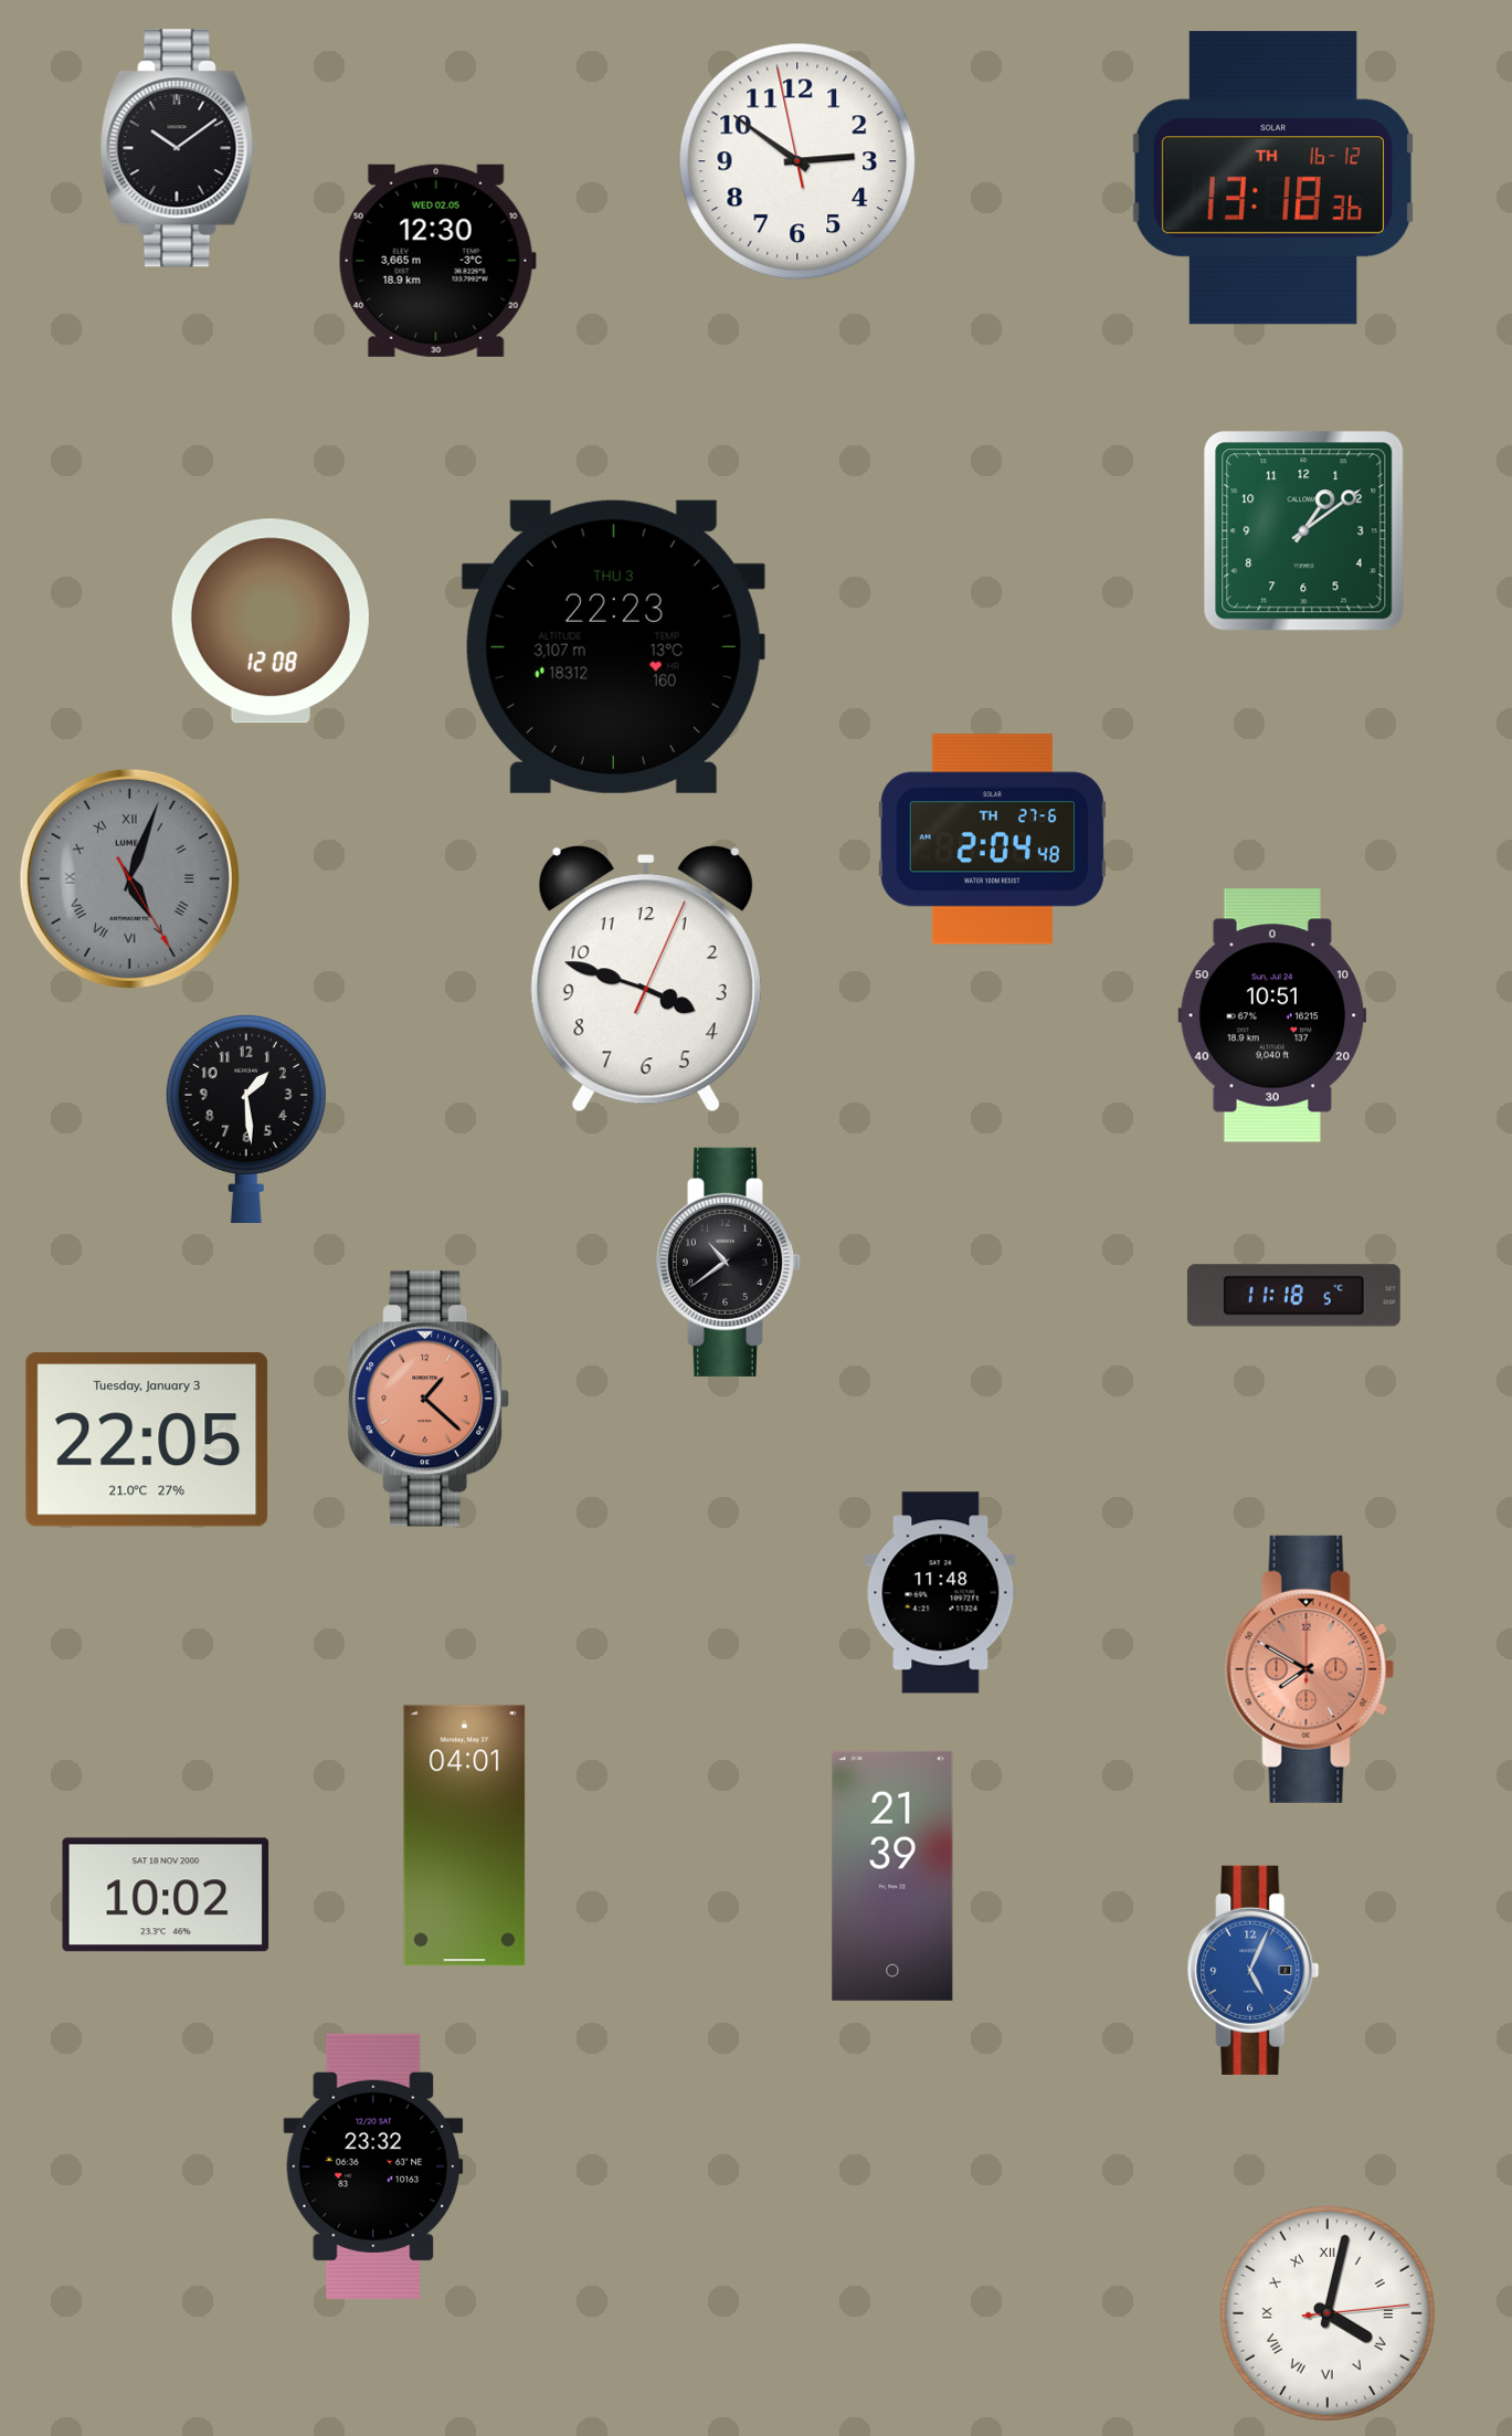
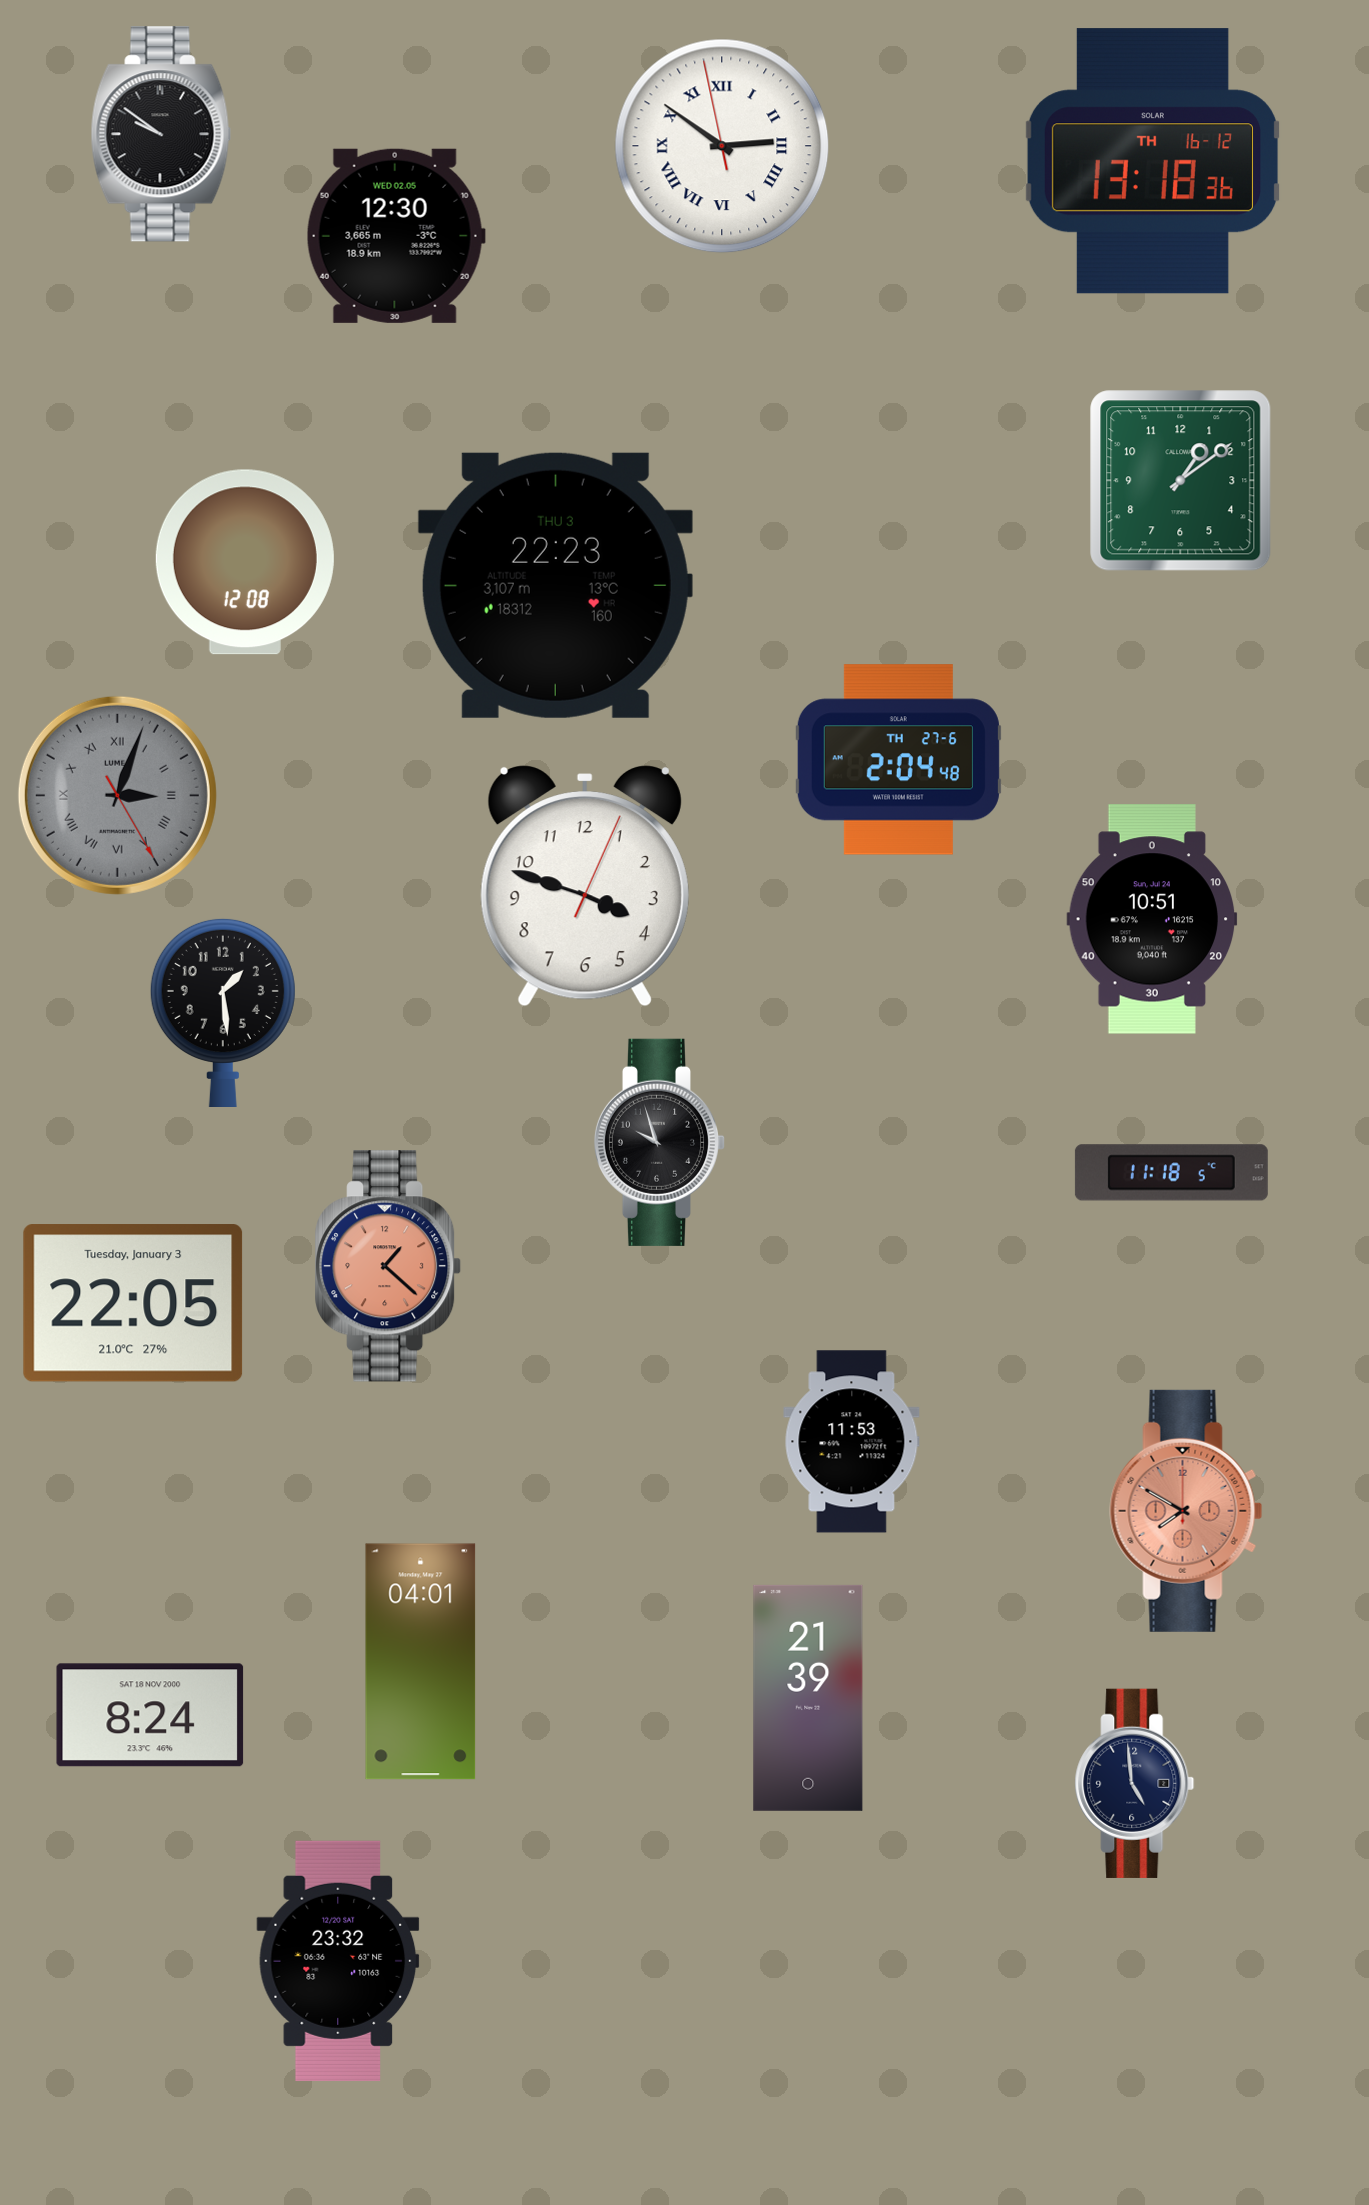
clock at (178, 148): 10:09 -> 9:51
clock at (797, 161) numerals: Arabic -> Roman
clock at (129, 878): 5:03 -> 3:03
clock at (728, 1262): 10:39 -> 9:57
clock at (941, 1593): 11:48 -> 11:53
clock at (166, 1895): 10:02 -> 8:24
clock at (1254, 1970): 5:04 -> 4:59
clock at (1254, 1970) dial: blue -> navy
clock at (1328, 2313): 4:02 -> none
